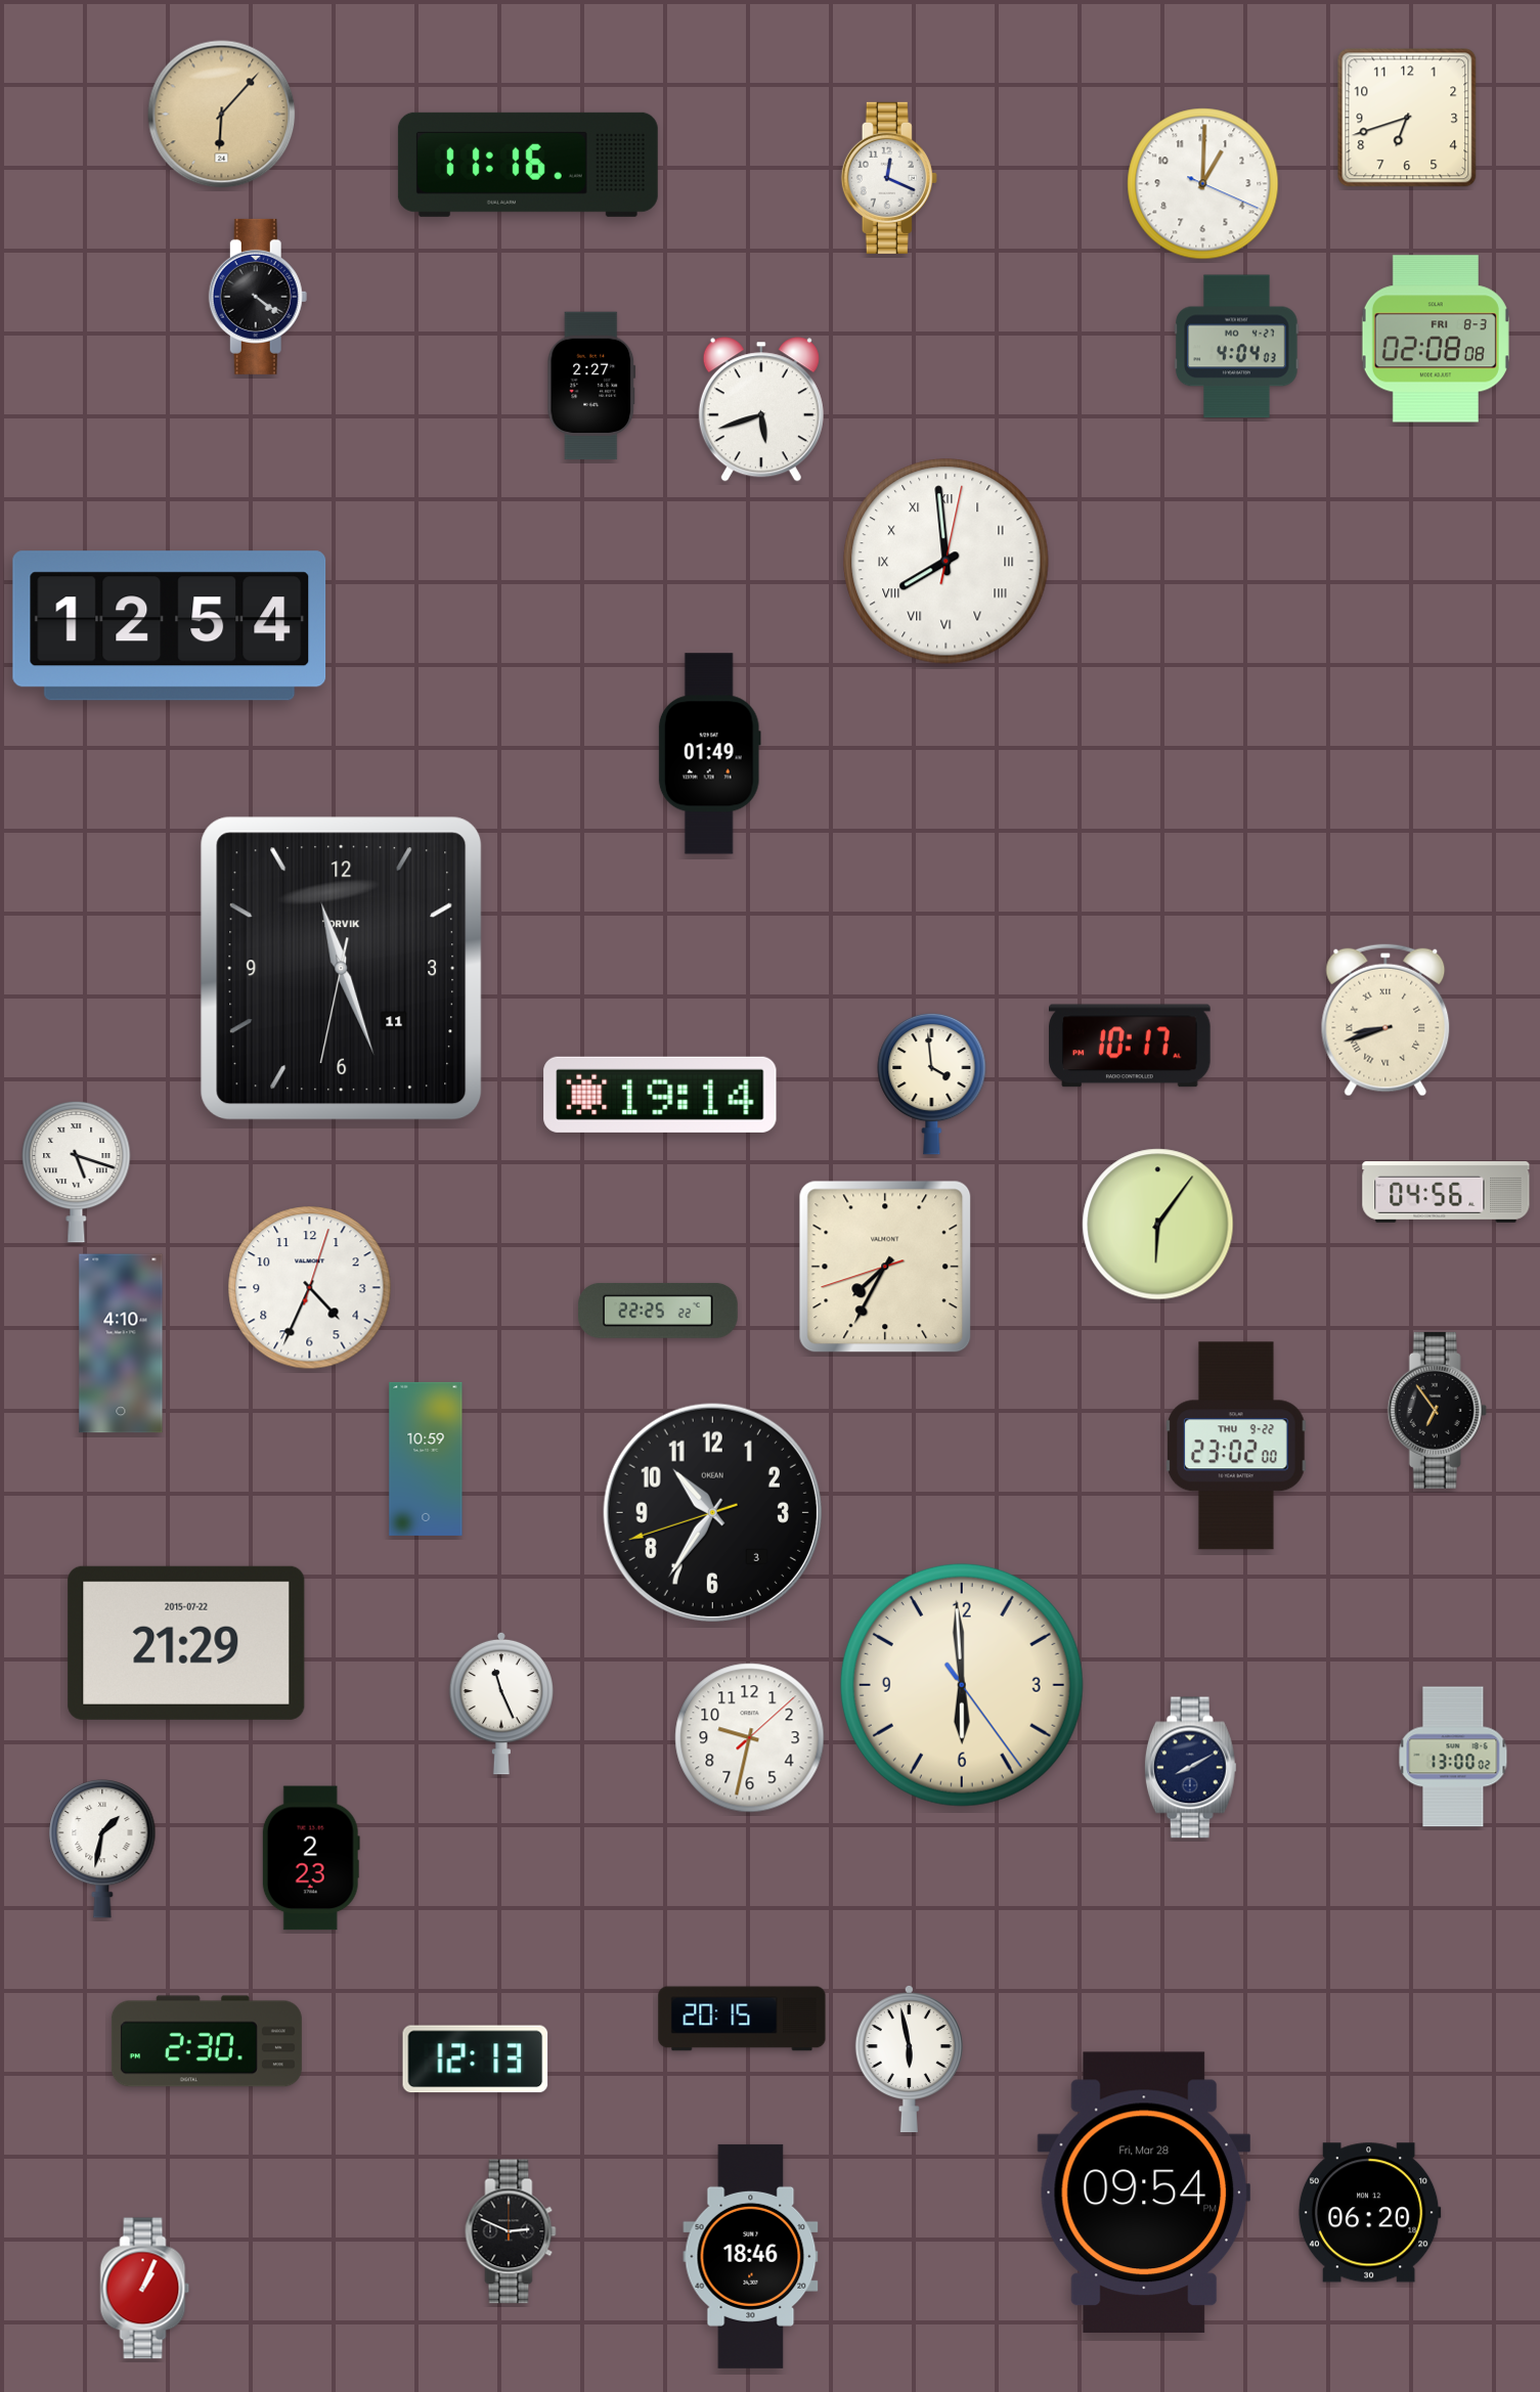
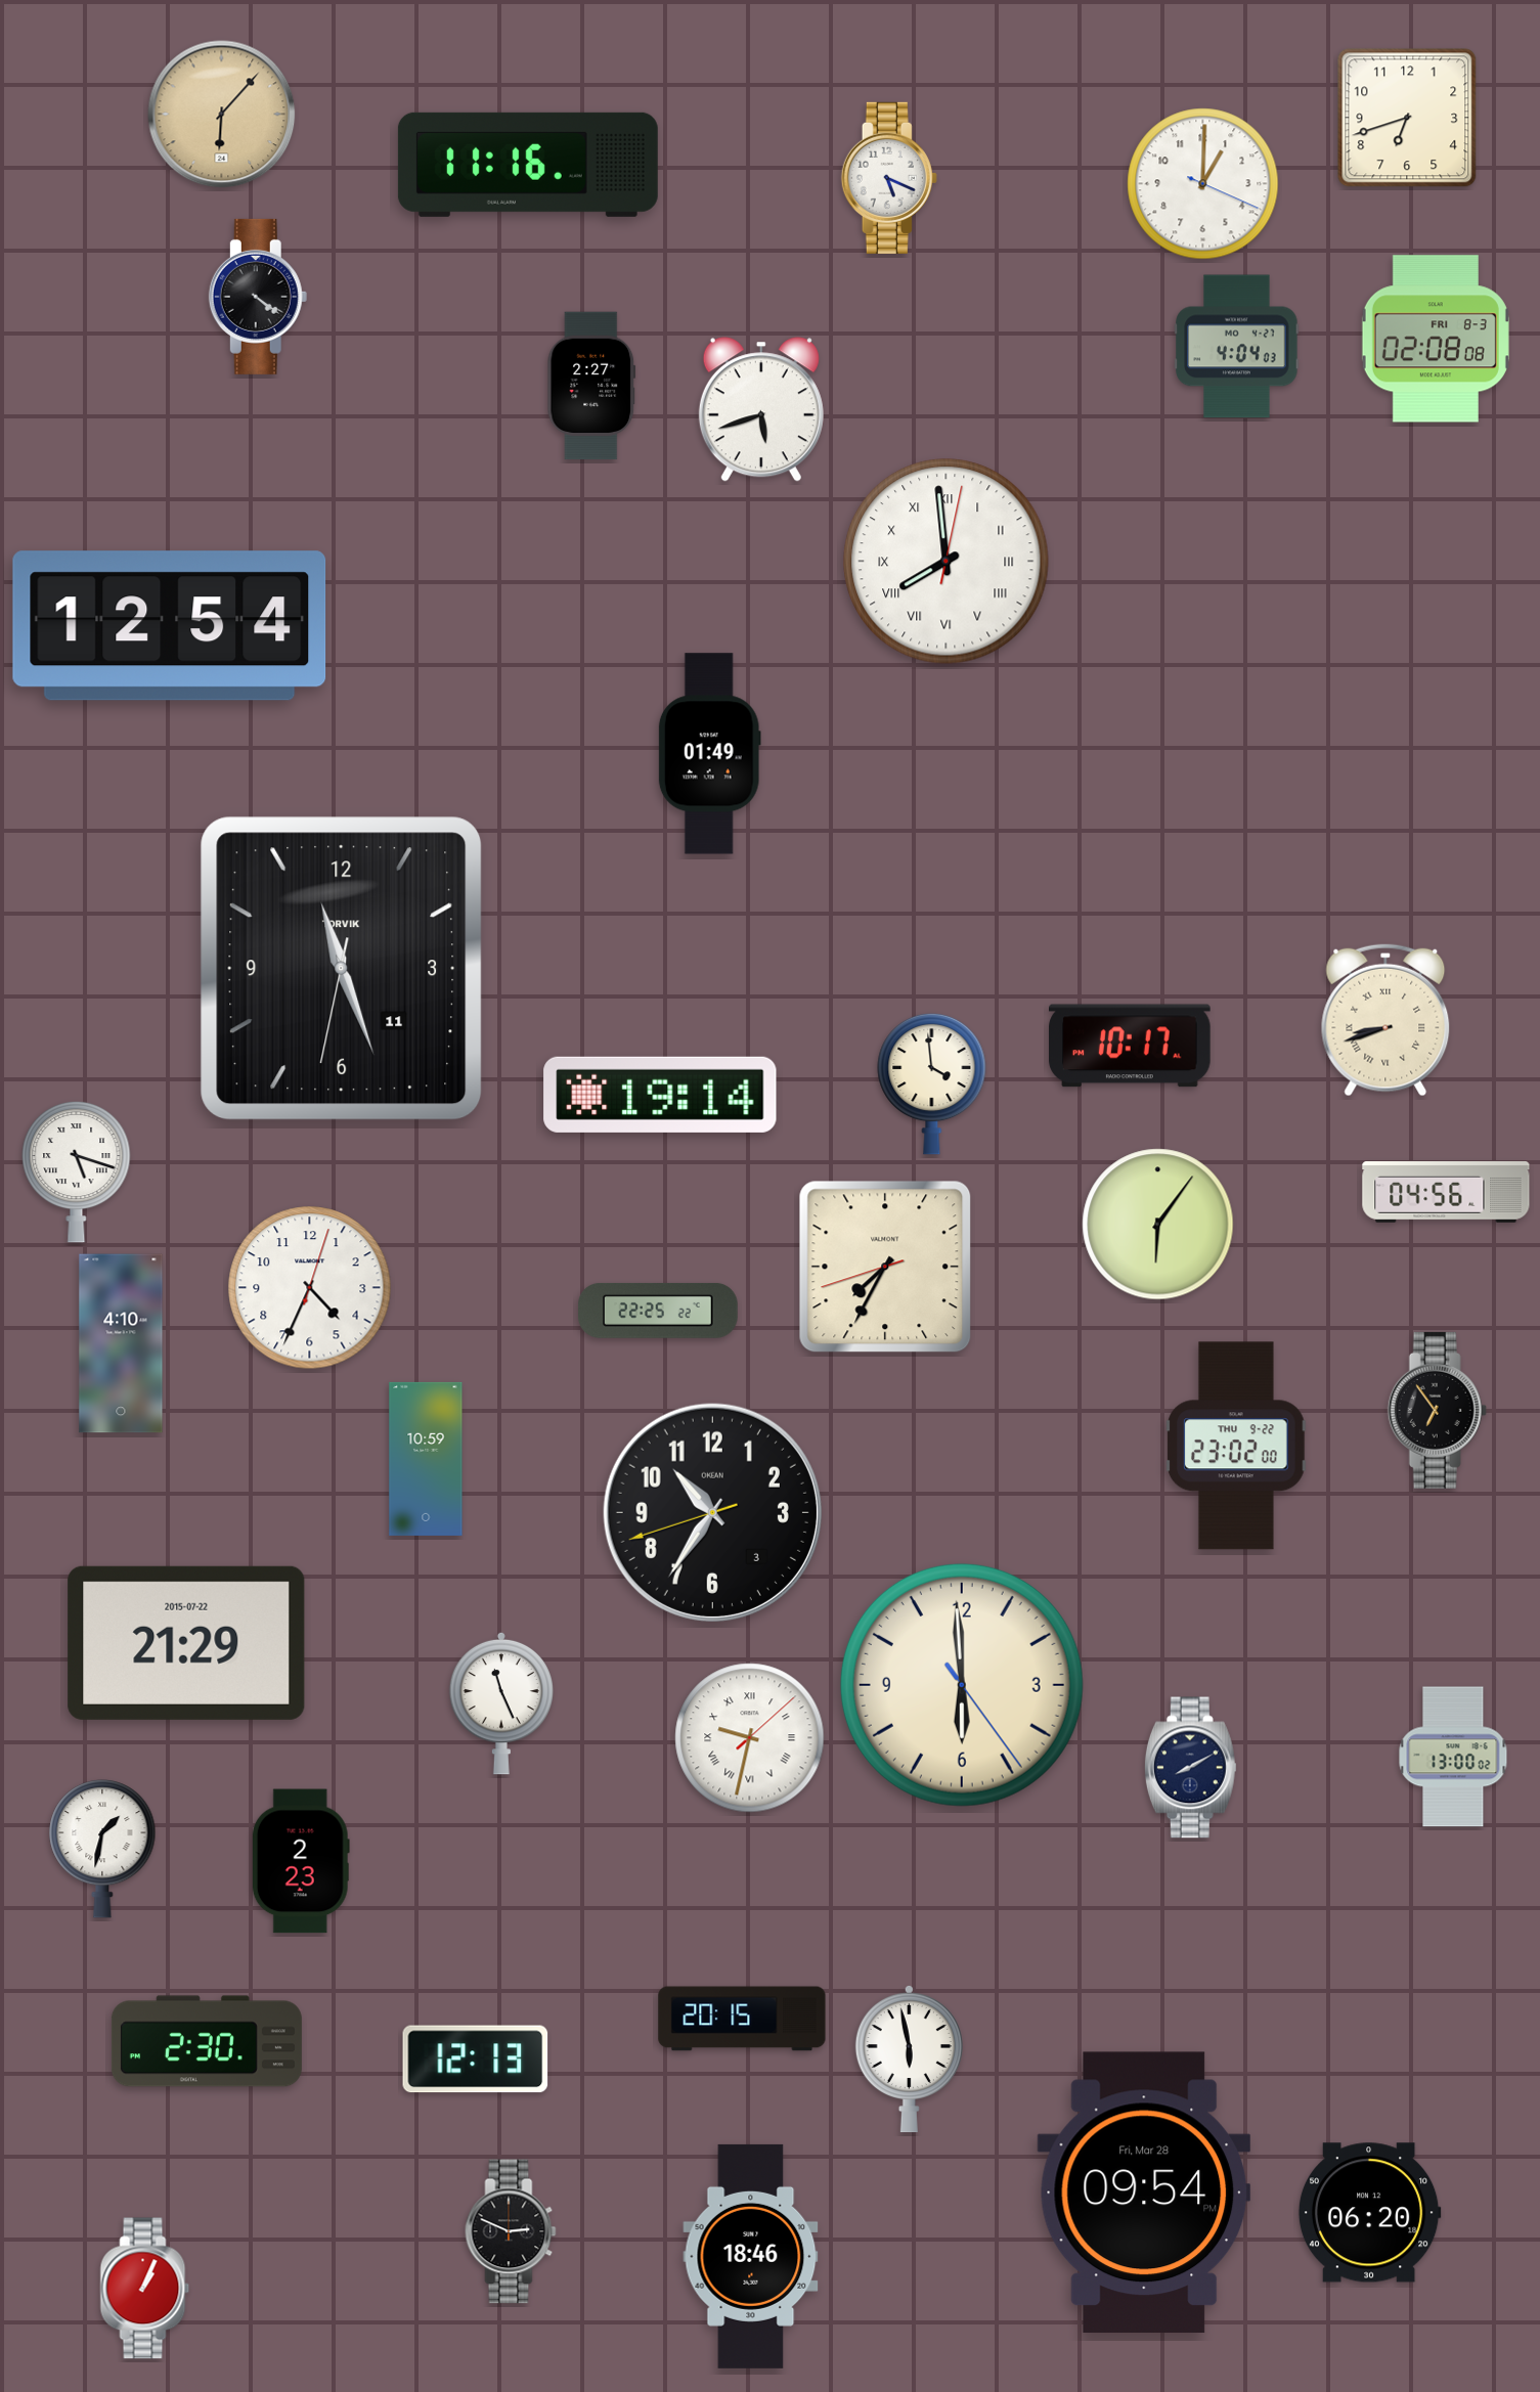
clock at (889, 178): 12:19 -> 5:19
clock at (750, 1738) numerals: Arabic -> Roman
clock at (311, 1858) position: (311, 1858) -> (301, 1861)
